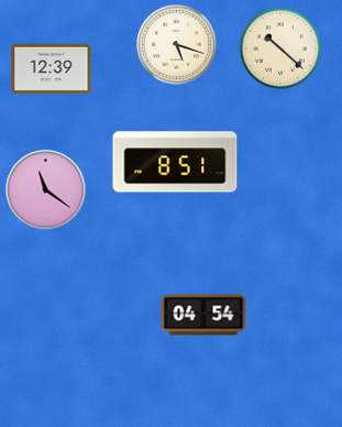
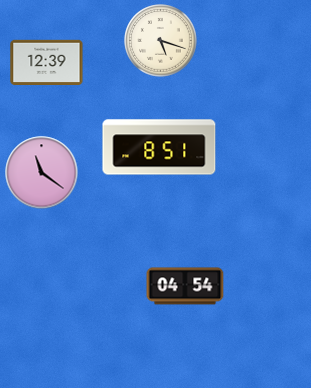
clock at (280, 48): 10:22 -> none
